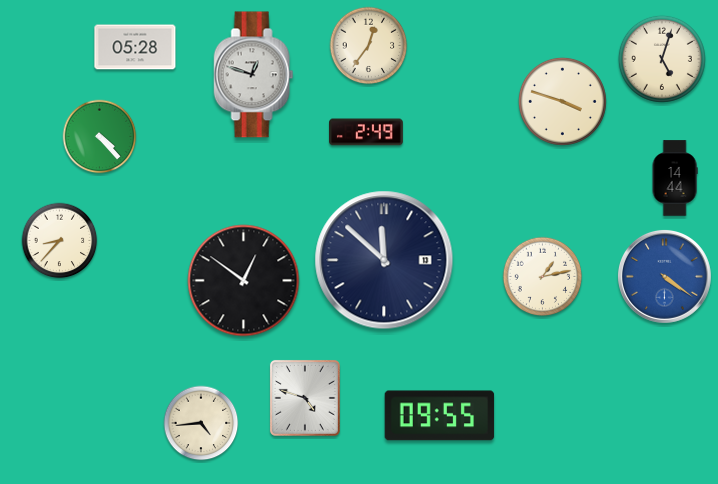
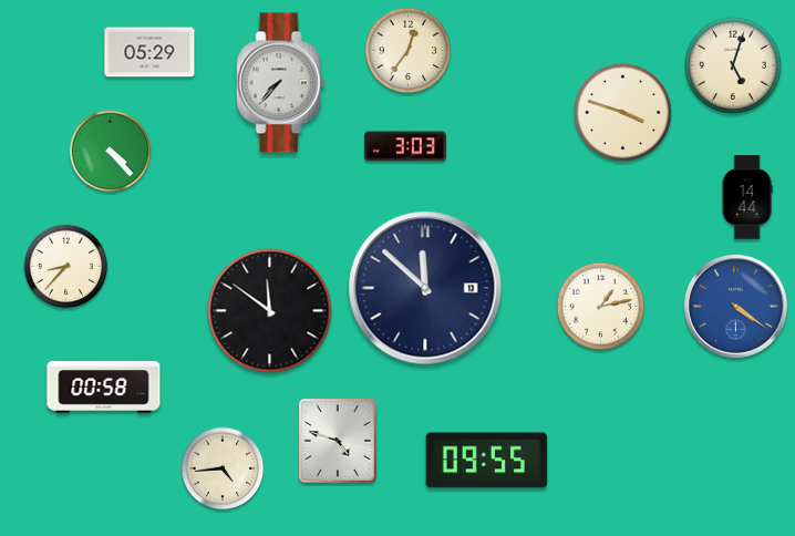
clock at (135, 47): 05:28 -> 05:29
clock at (254, 75): 12:48 -> 7:37
clock at (367, 132): 2:49 -> 3:03
clock at (244, 281): 12:51 -> 11:51
clock at (104, 388): none -> 00:58
